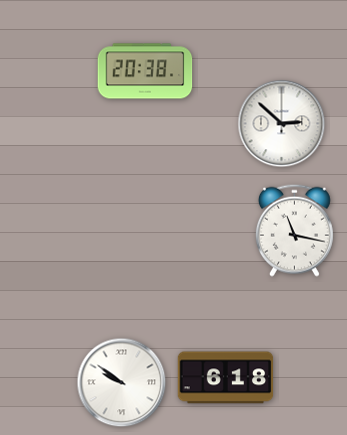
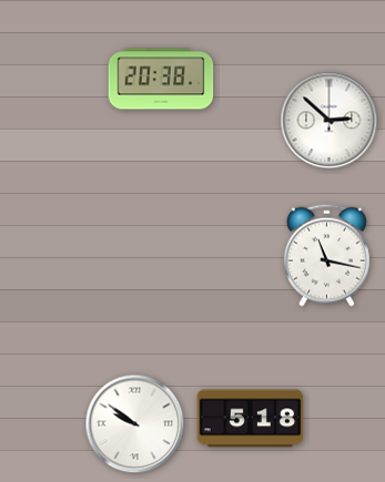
clock at (282, 124) position: (282, 124) -> (330, 121)
clock at (226, 378): 6:18 -> 5:18
